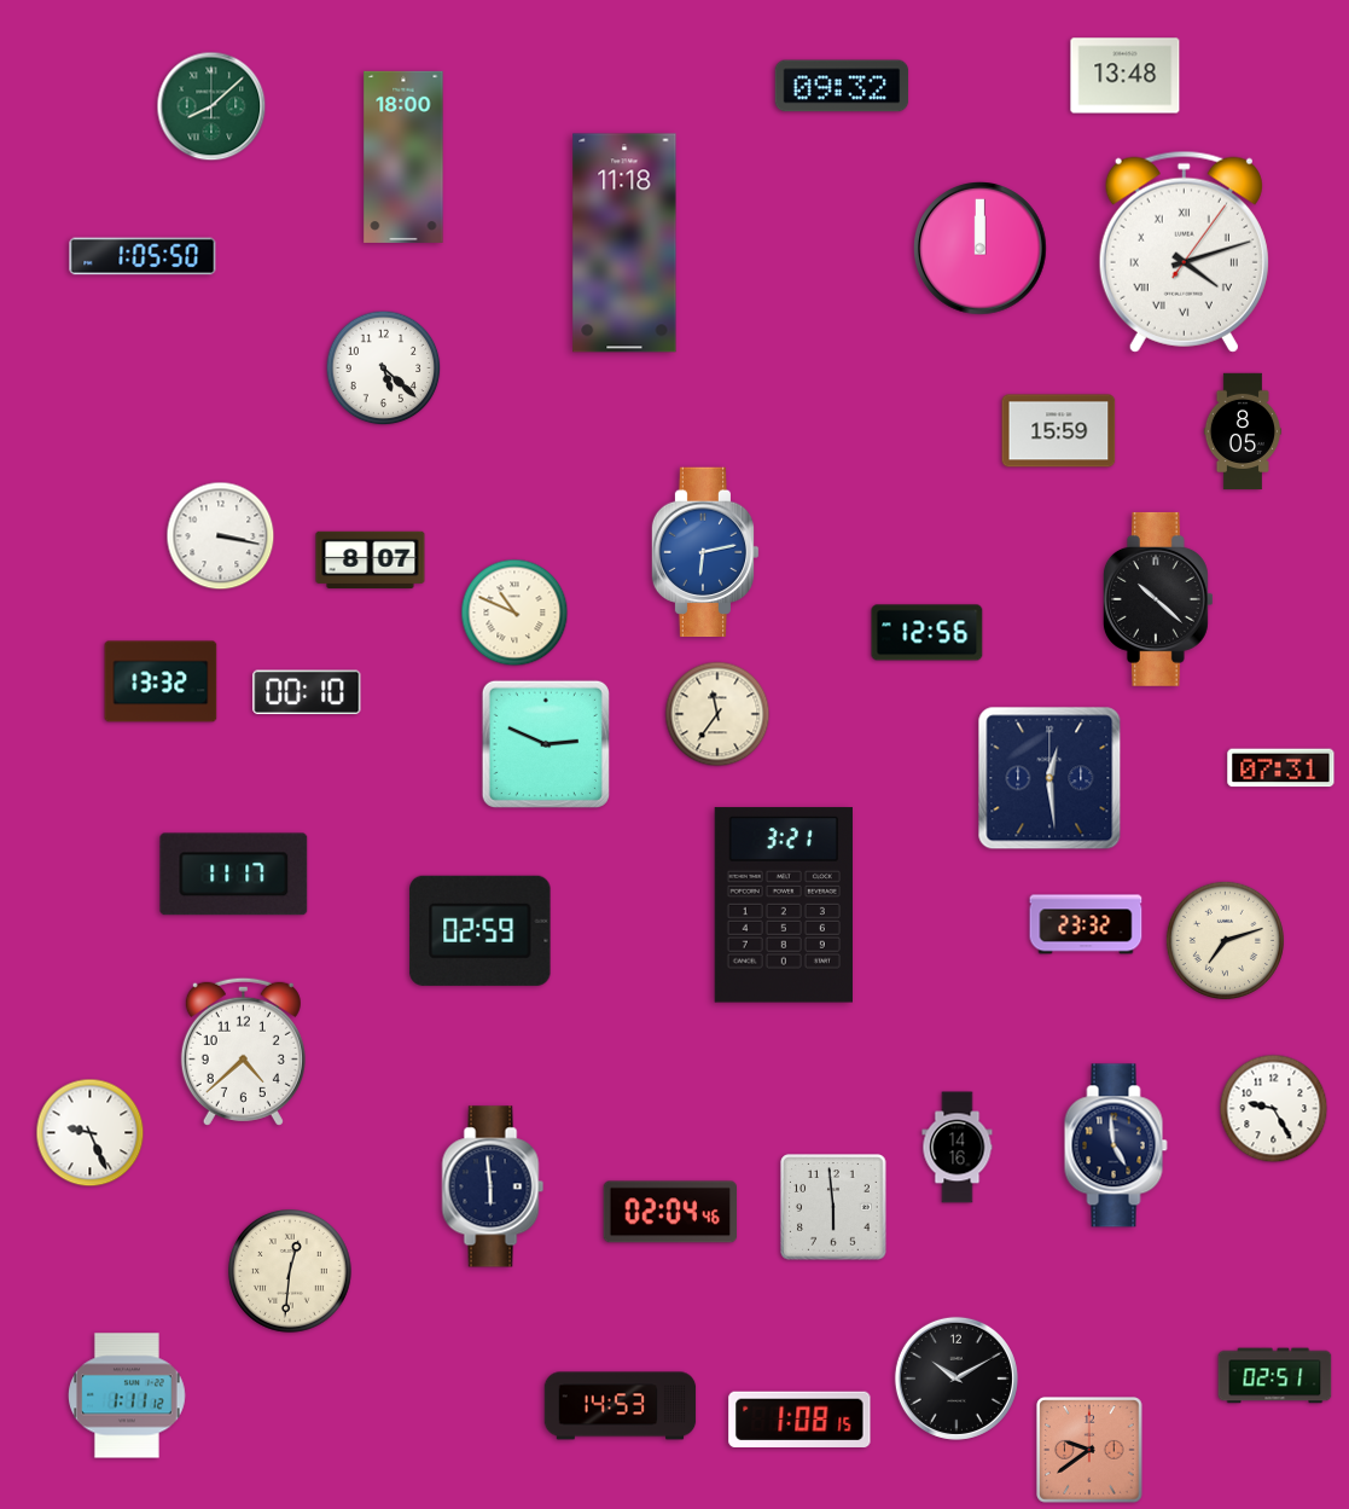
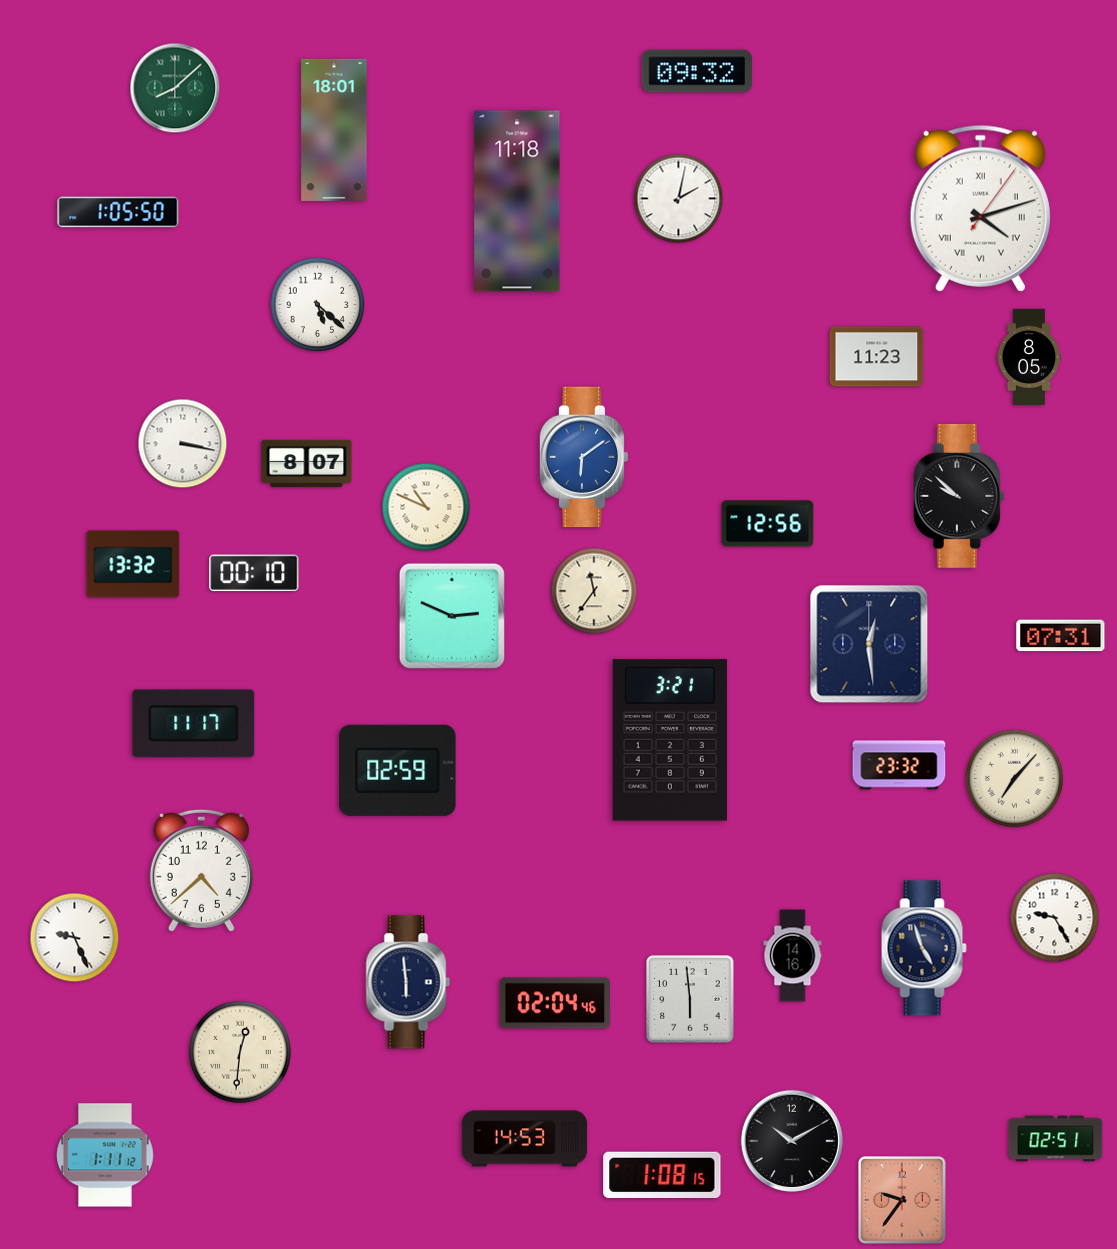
clock at (1126, 76): 13:48 -> none
clock at (403, 157): 18:00 -> 18:01
clock at (679, 199): none -> 2:02
clock at (981, 249): 12:00 -> none
clock at (1059, 431): 15:59 -> 11:23
clock at (705, 552): 6:13 -> 6:09
clock at (1158, 599): 10:22 -> 9:52
clock at (784, 905) position: (784, 905) -> (670, 740)
clock at (1225, 940): 7:12 -> 7:07
clock at (1116, 1145): 4:59 -> 4:57
clock at (958, 1148) position: (958, 1148) -> (793, 956)
clock at (621, 1406) position: (621, 1406) -> (525, 1139)
clock at (1089, 1450): 9:39 -> 9:36
